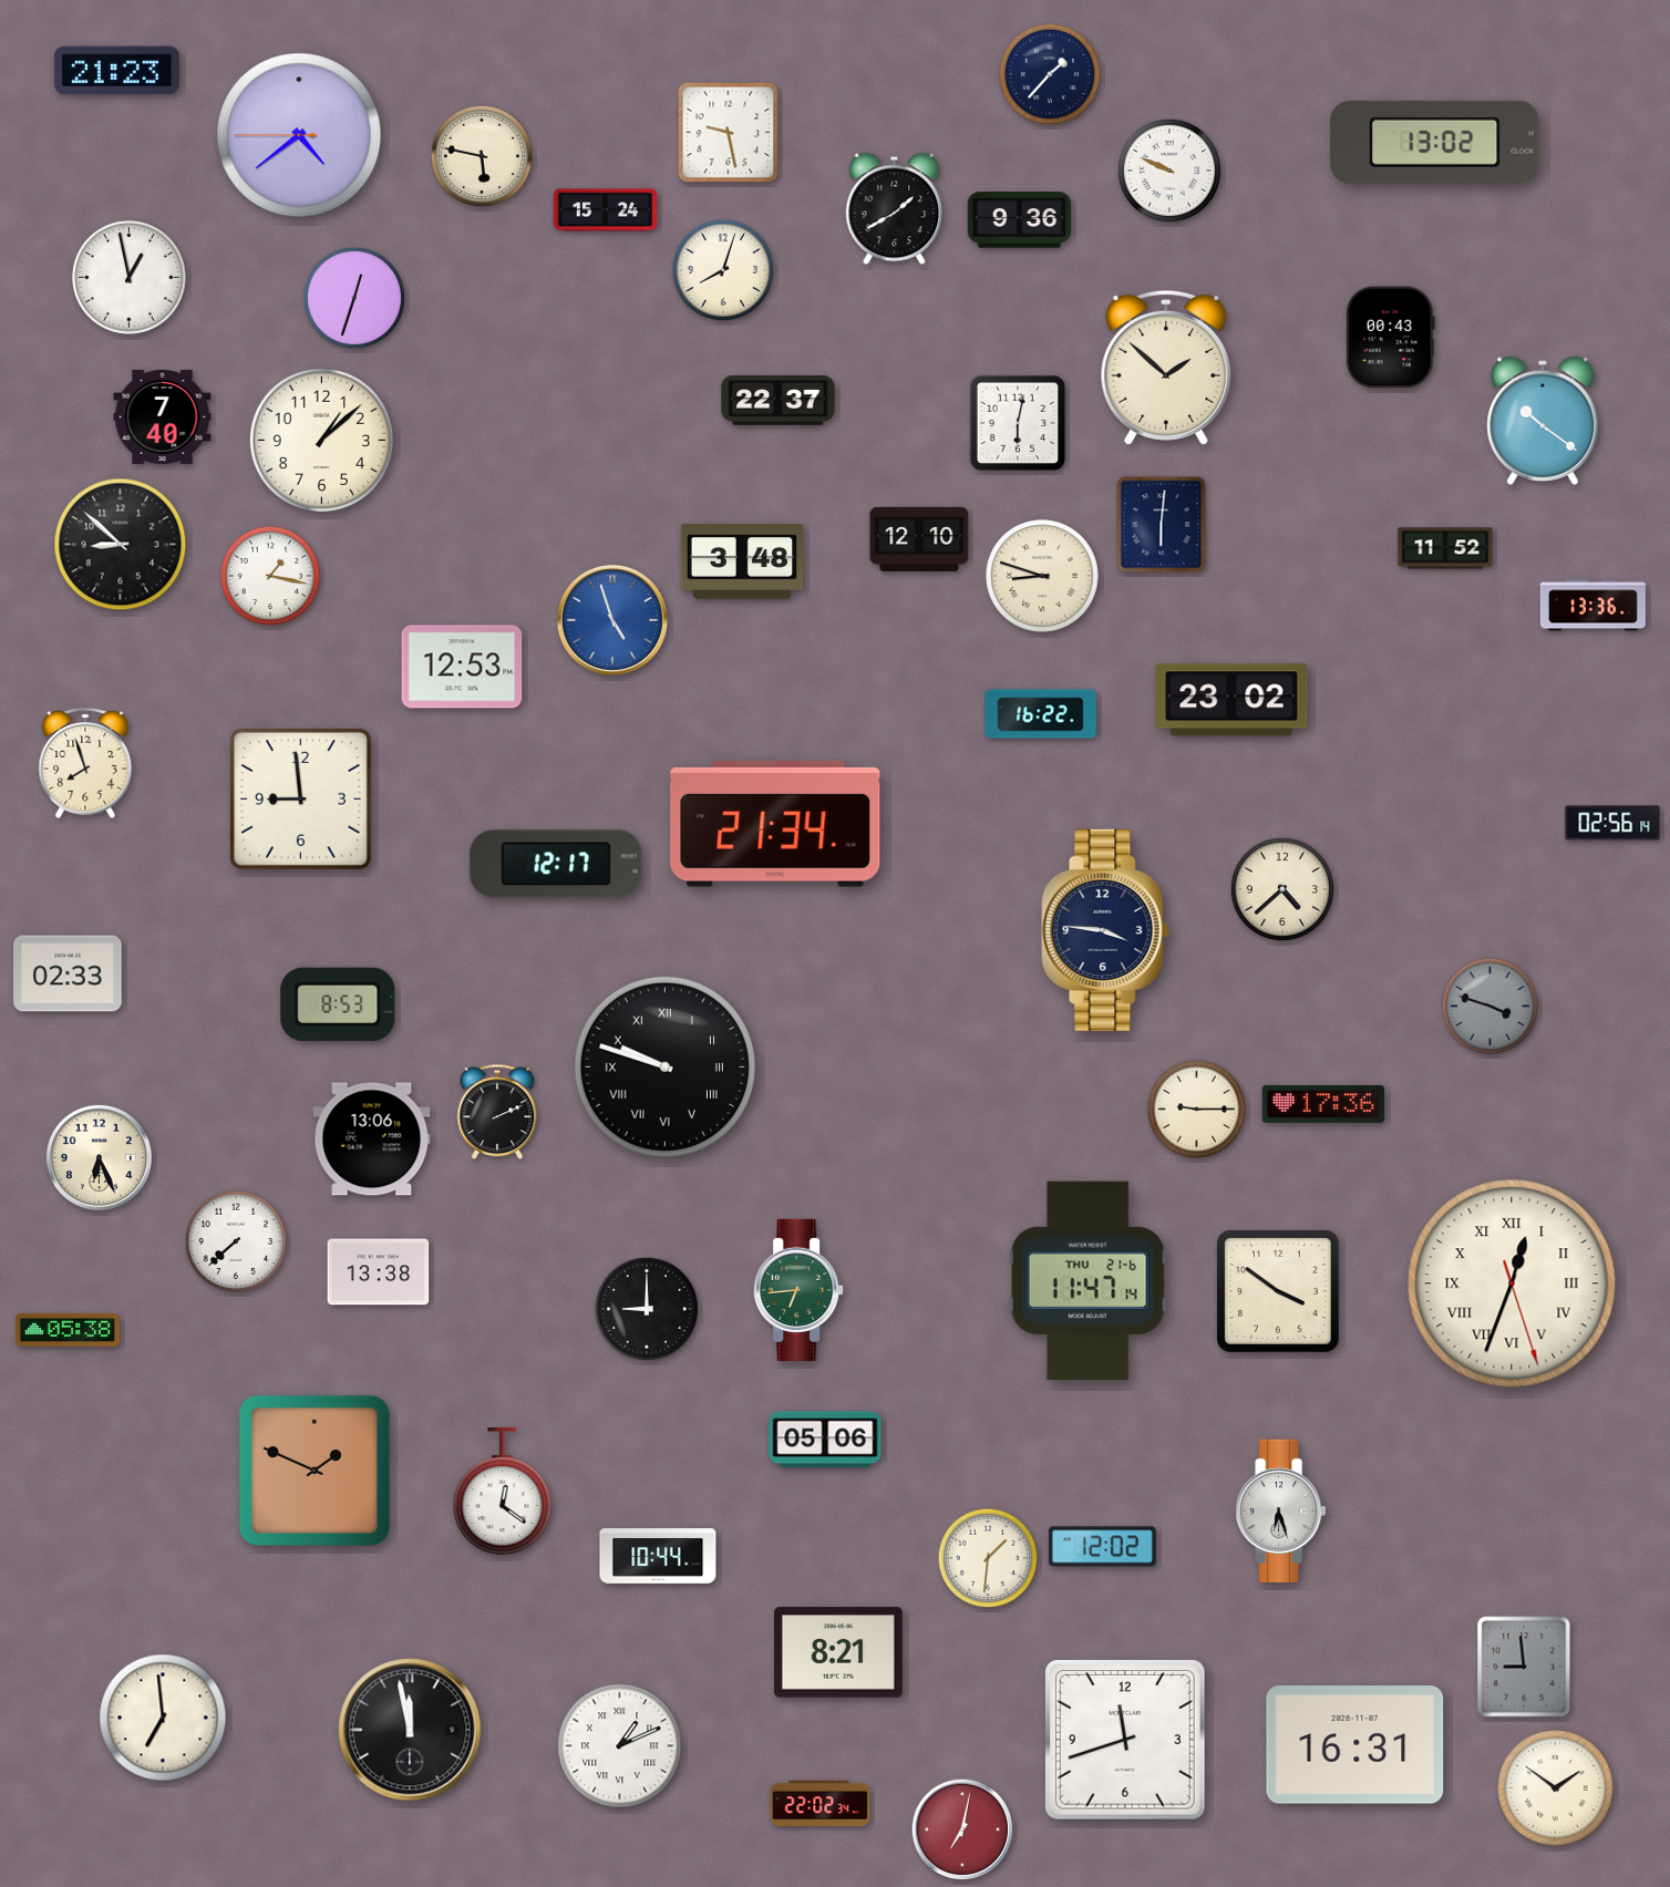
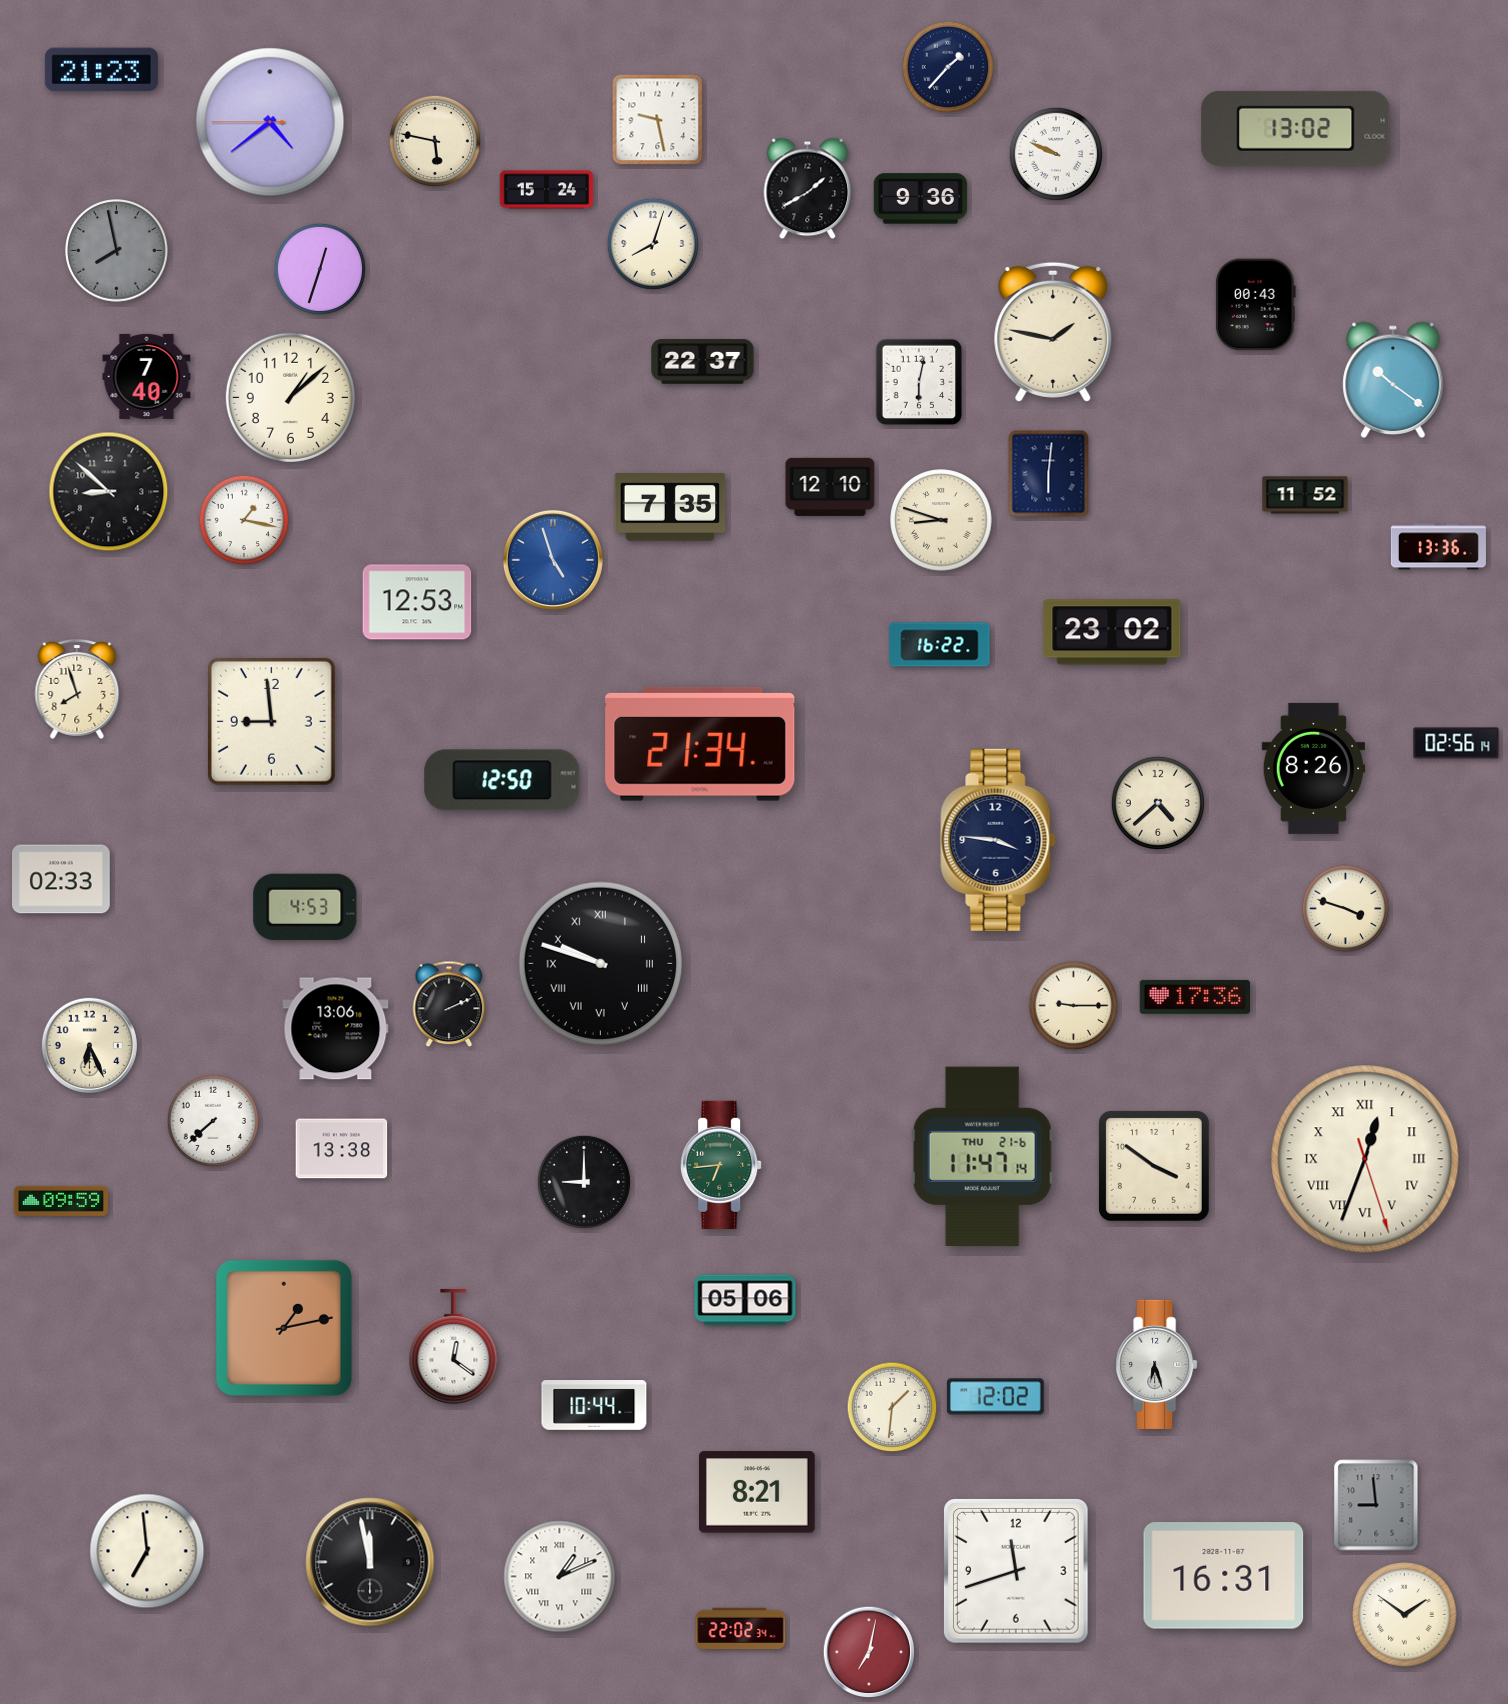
clock at (116, 71) position: (116, 71) -> (101, 70)
clock at (130, 278): 12:58 -> 7:58
clock at (130, 278) dial: white -> grey
clock at (1166, 368): 1:52 -> 1:47
clock at (742, 561): 3:48 -> 7:35
clock at (1314, 768): none -> 8:26
clock at (556, 864): 12:17 -> 12:50
clock at (338, 1004): 8:53 -> 4:53
clock at (1491, 1007) dial: grey -> cream
clock at (1197, 1110) position: (1197, 1110) -> (1074, 1006)
clock at (68, 1330): 05:38 -> 09:59
clock at (315, 1471): 1:49 -> 1:13
